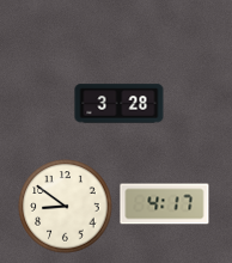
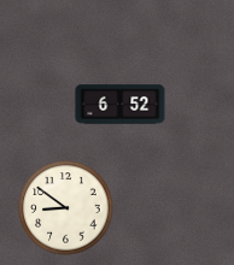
clock at (120, 104): 3:28 -> 6:52
clock at (165, 204): 4:17 -> none
